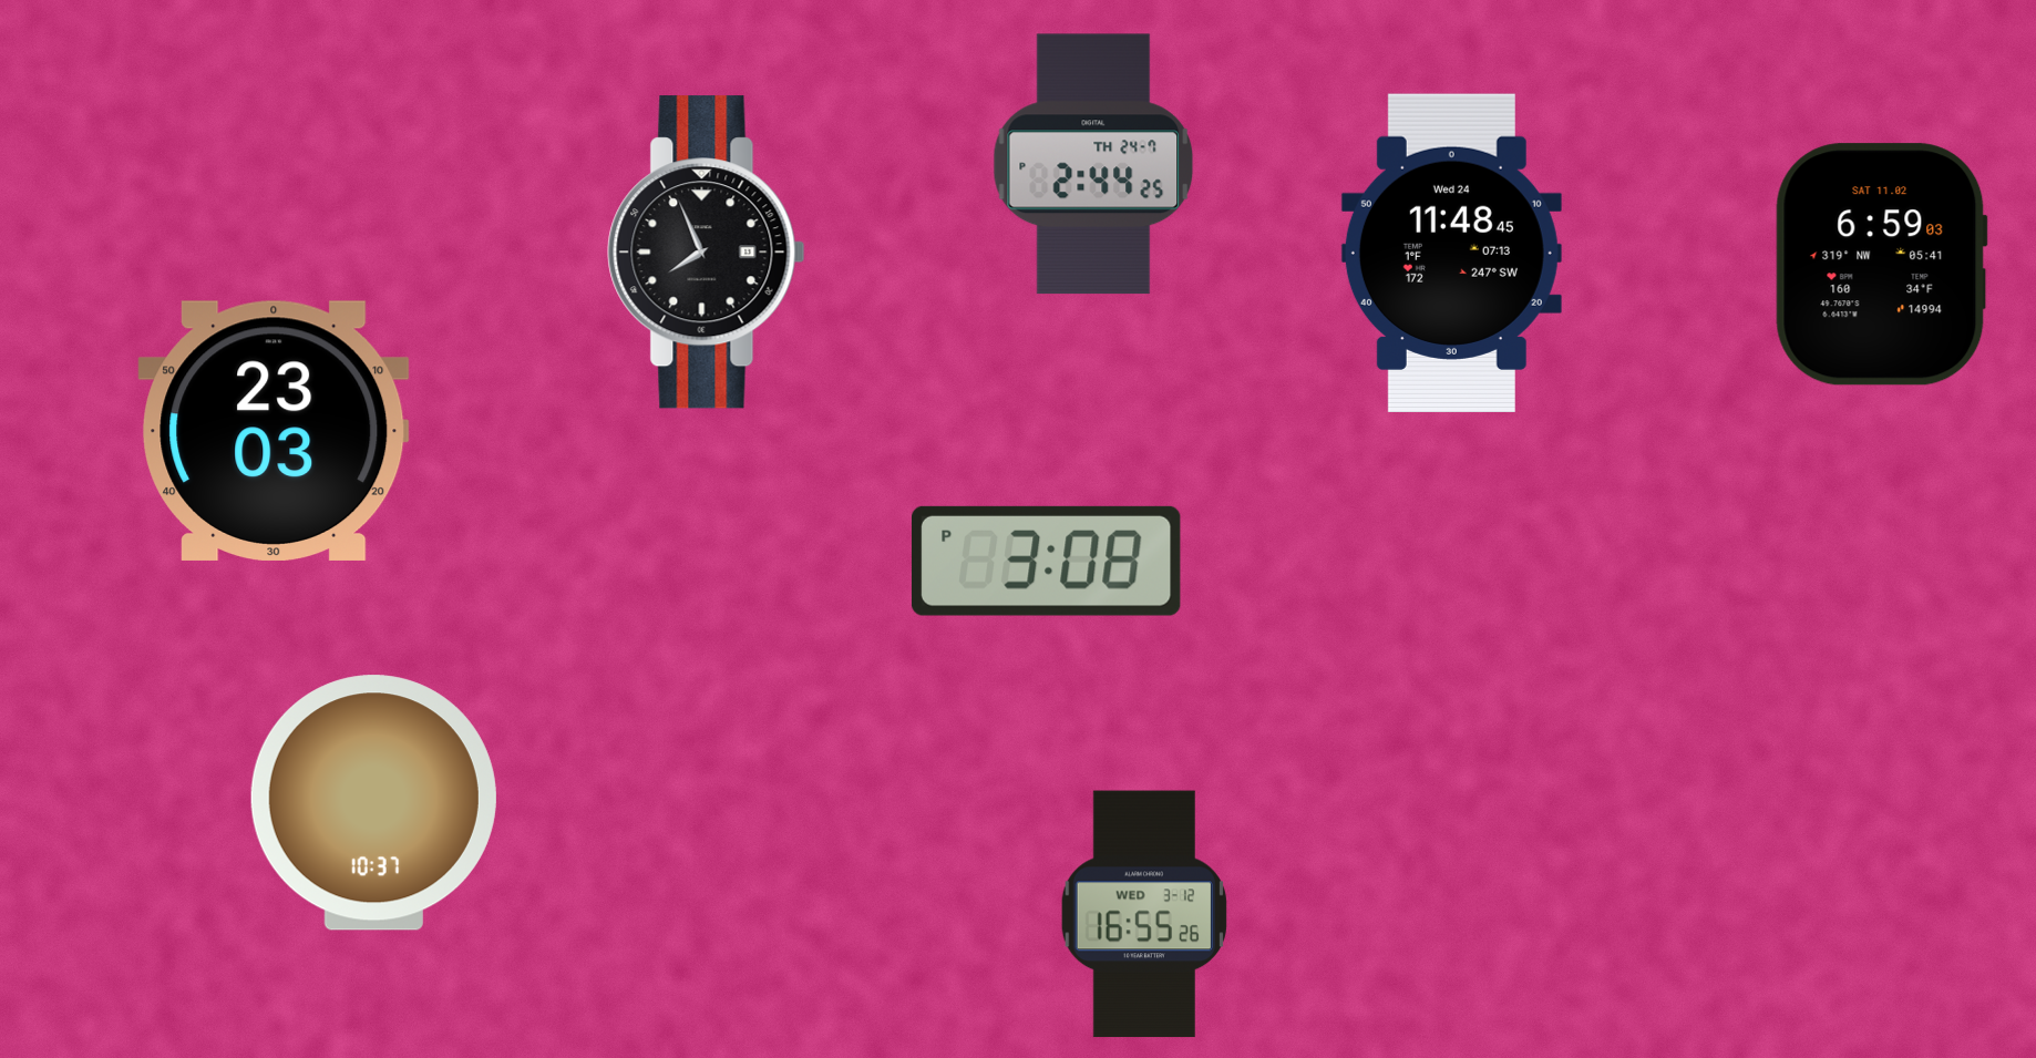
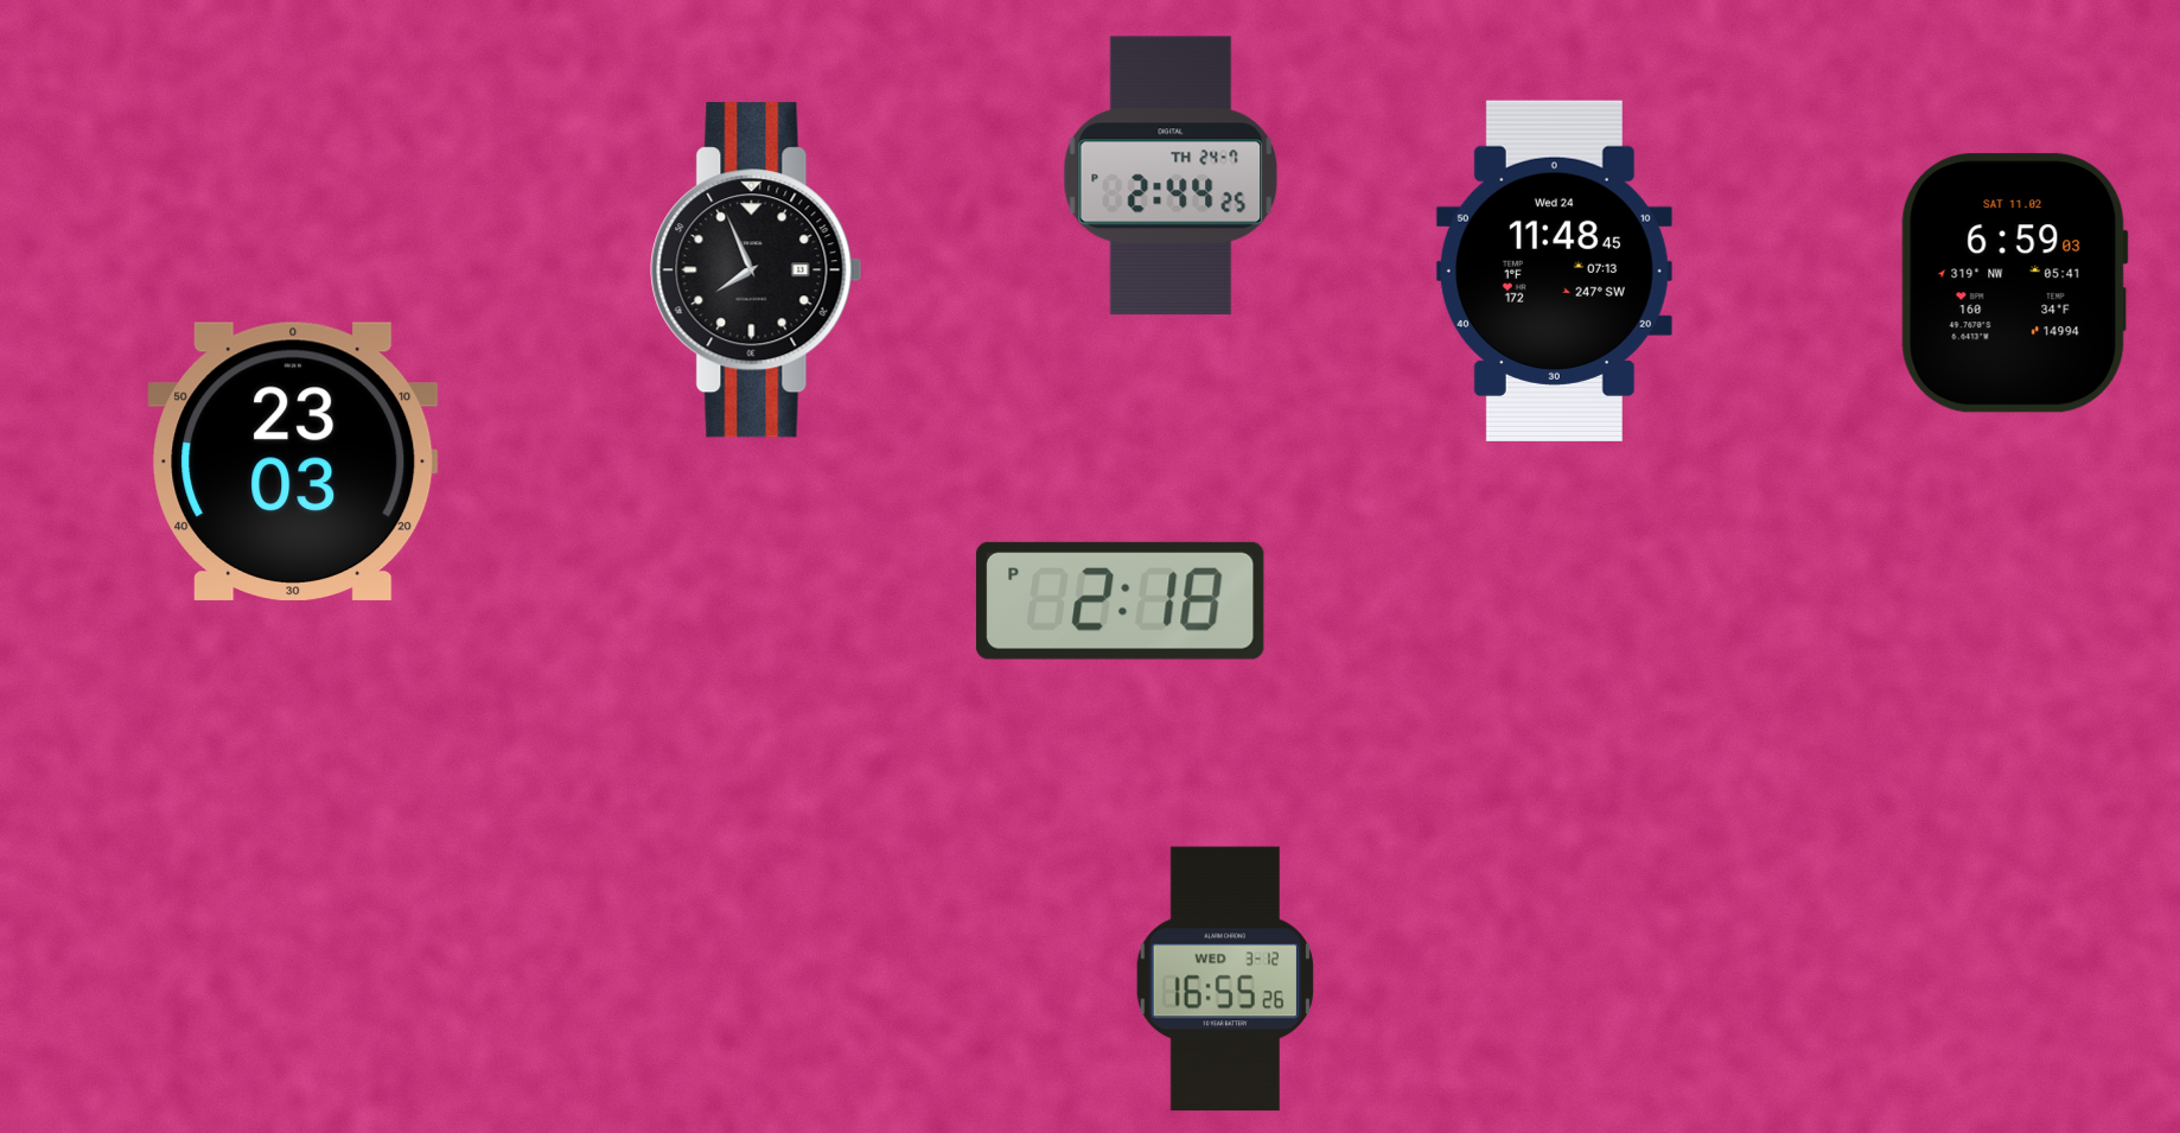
clock at (1046, 561): 3:08 -> 2:18
clock at (373, 803): 10:37 -> none
